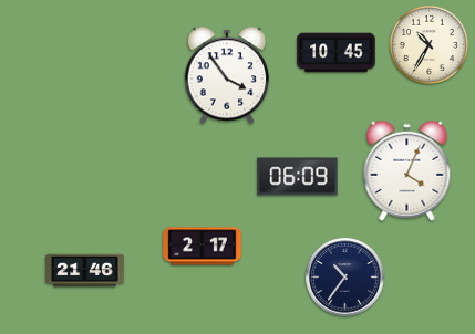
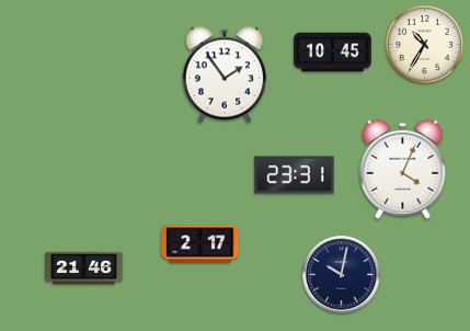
clock at (227, 75): 3:54 -> 1:54
clock at (298, 177): 06:09 -> 23:31
clock at (345, 278): 10:36 -> 10:02
